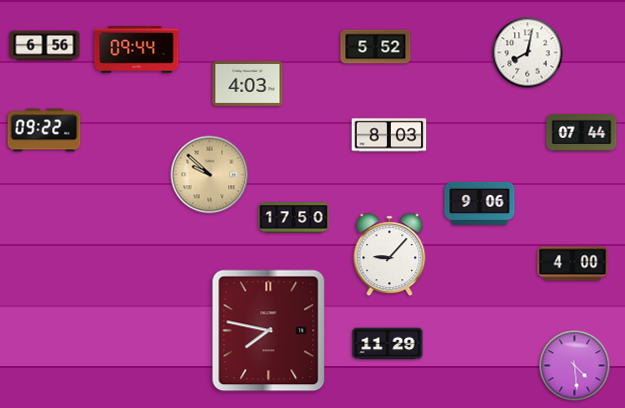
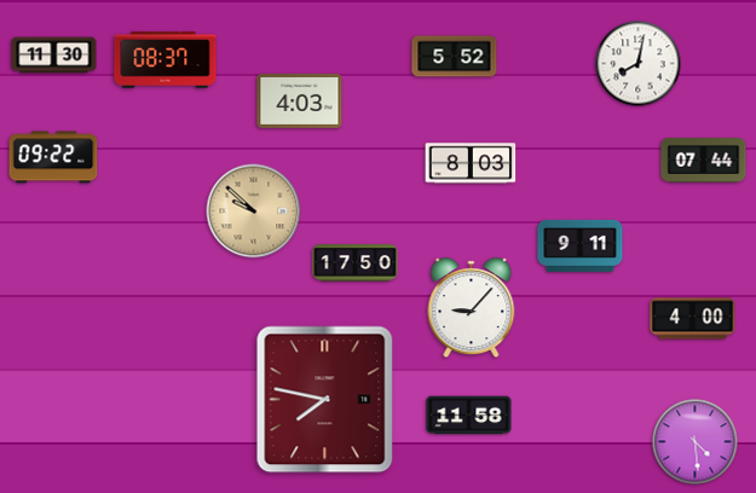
clock at (45, 46): 6:56 -> 11:30
clock at (137, 50): 09:44 -> 08:37
clock at (480, 203): 9:06 -> 9:11
clock at (388, 344): 11:29 -> 11:58
